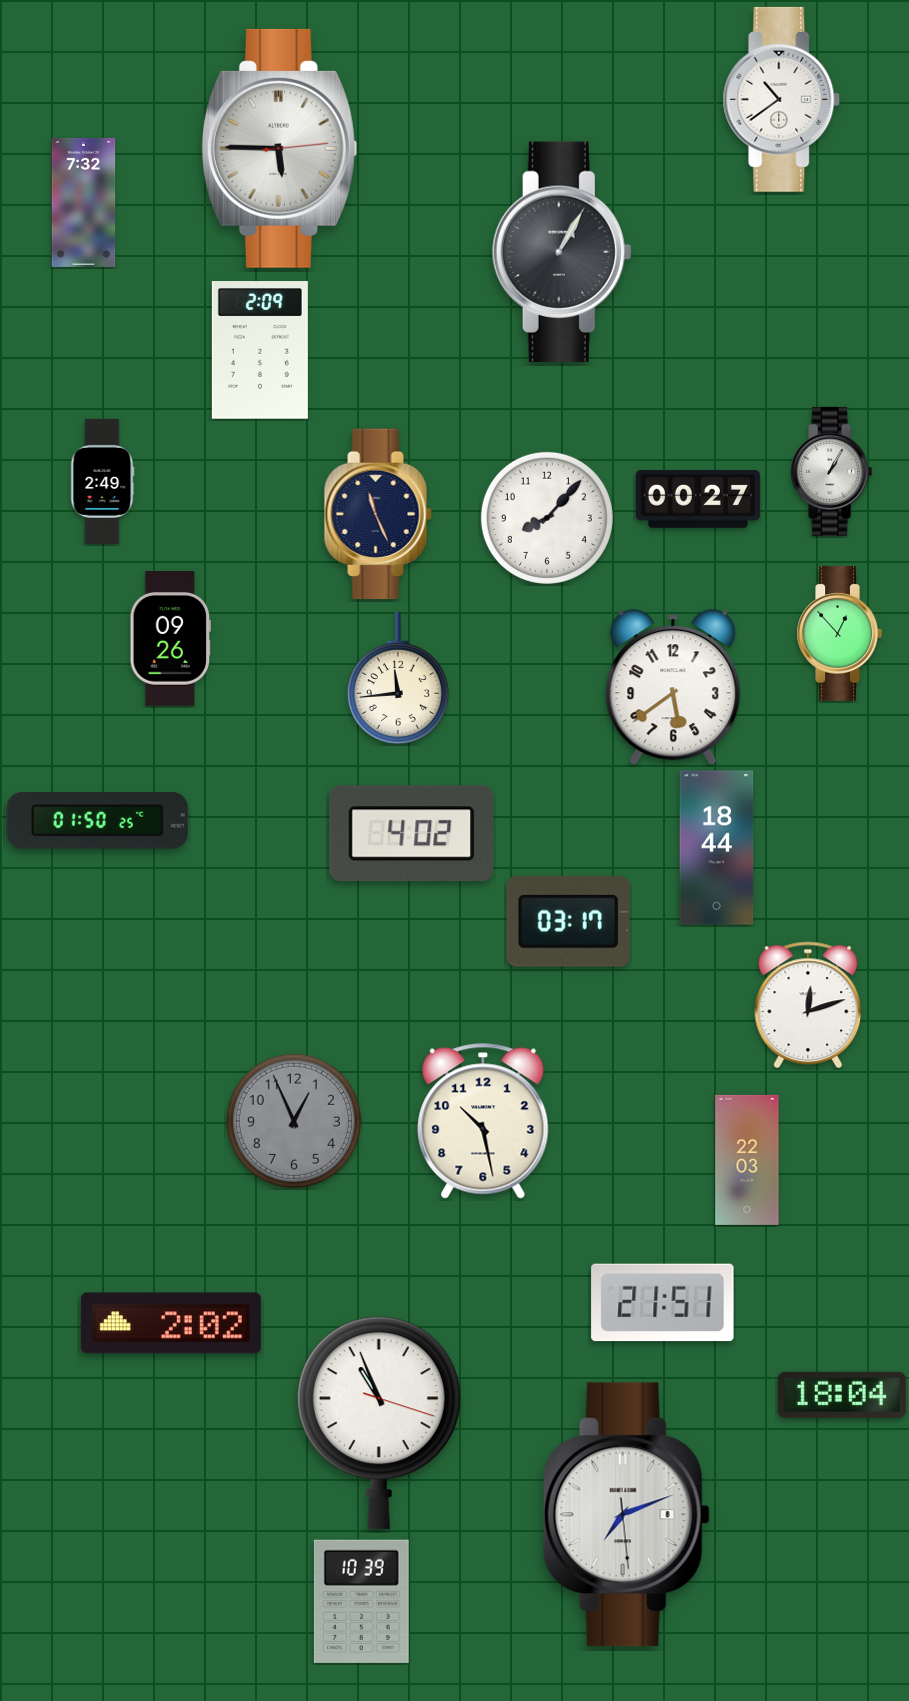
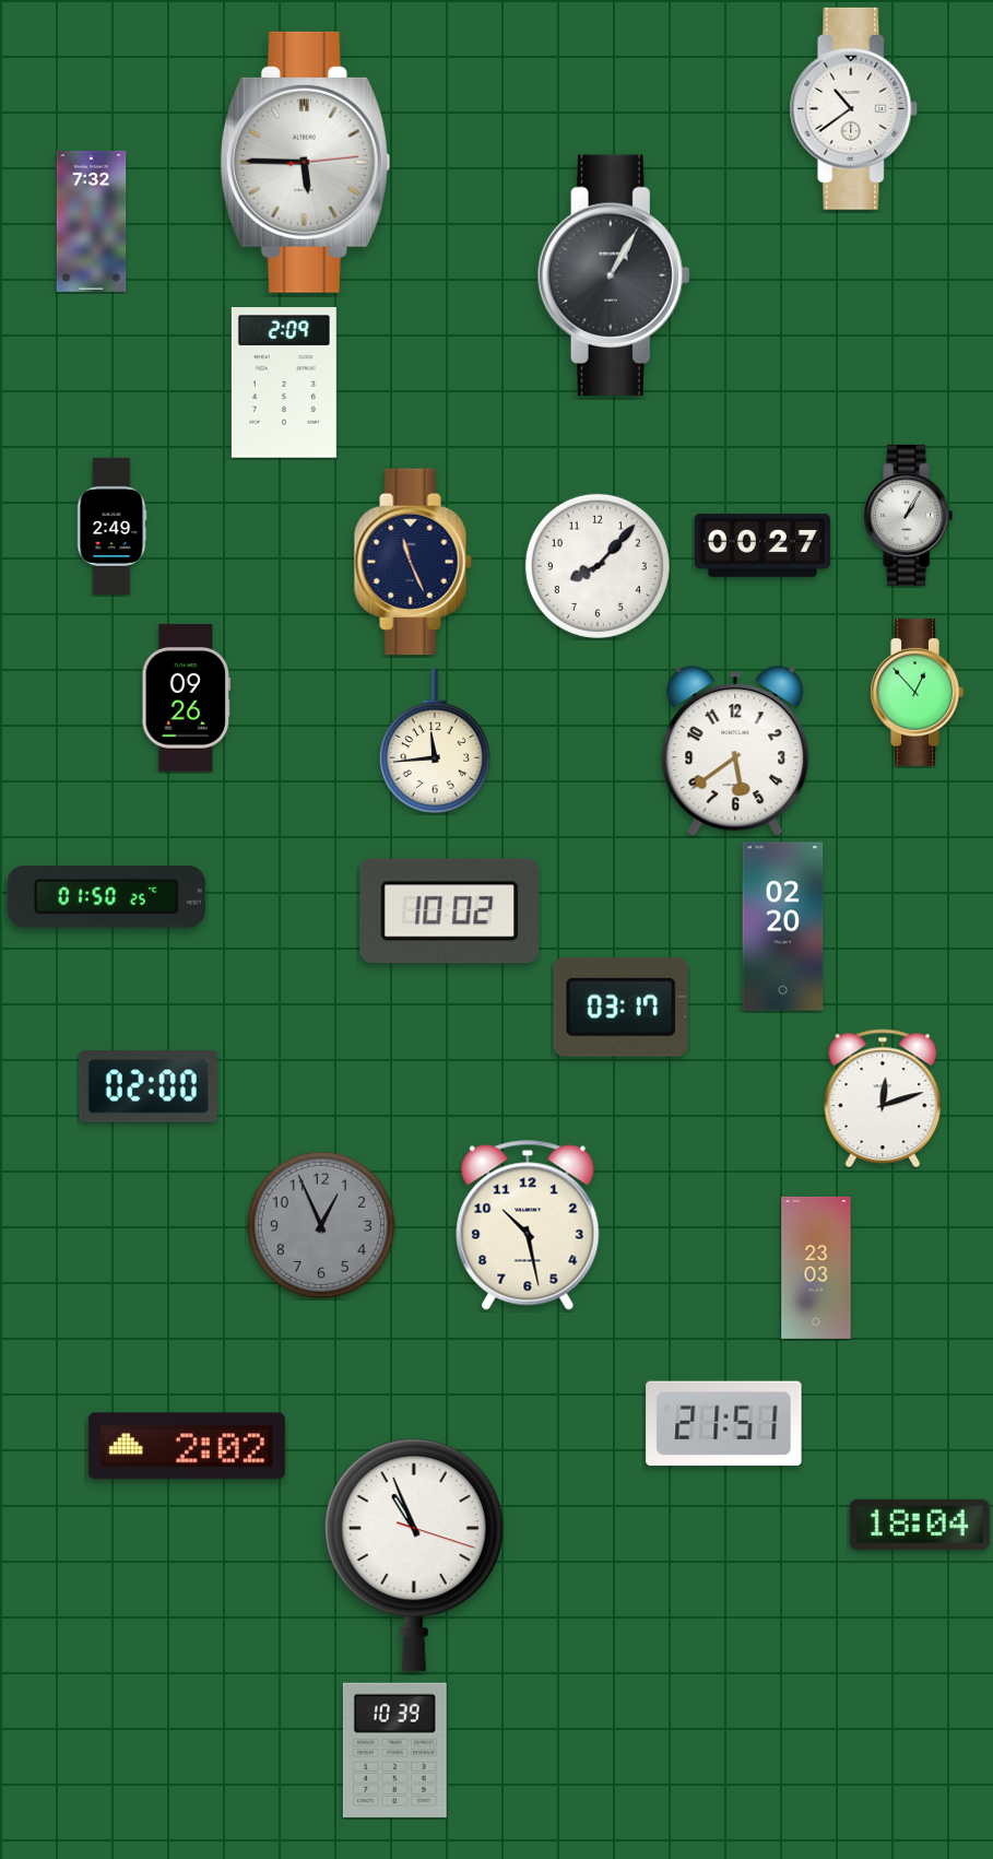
clock at (412, 833): 4:02 -> 10:02
clock at (717, 848): 18:44 -> 02:20
clock at (149, 1086): none -> 02:00
clock at (747, 1160): 22:03 -> 23:03
clock at (626, 1515): 7:11 -> none
